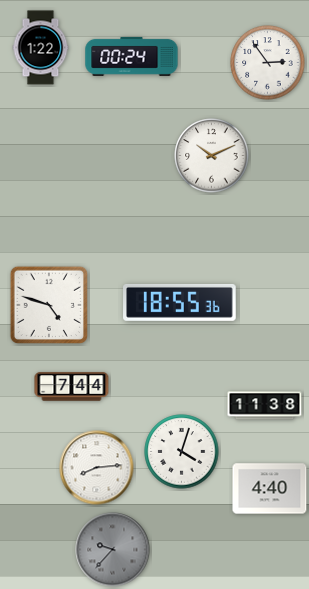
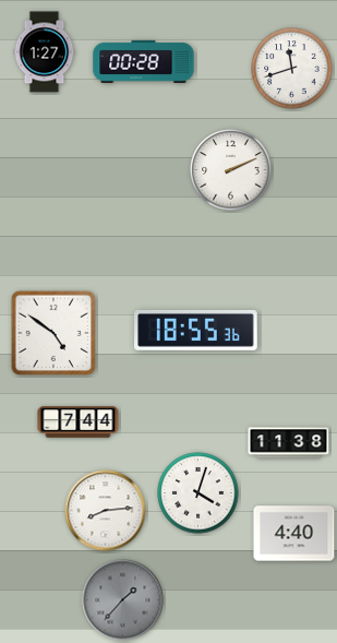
clock at (41, 48): 1:22 -> 1:27
clock at (132, 56): 00:24 -> 00:28
clock at (268, 63): 2:54 -> 11:42
clock at (212, 156): 10:11 -> 2:11
clock at (48, 304): 4:48 -> 4:51
clock at (113, 550): 9:37 -> 1:37
